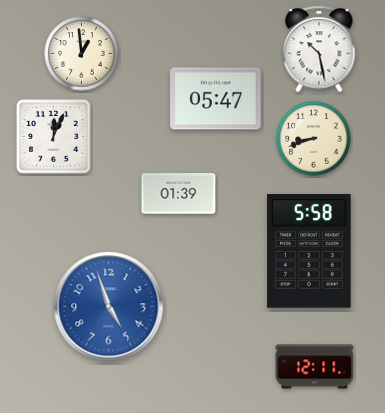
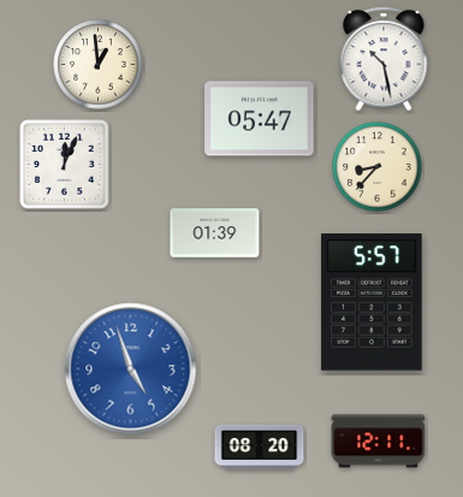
clock at (314, 139): 8:42 -> 8:37
clock at (309, 252): 5:58 -> 5:57
clock at (260, 446): none -> 08:20
